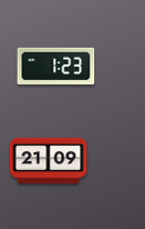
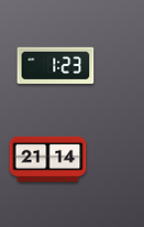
clock at (49, 160): 21:09 -> 21:14
